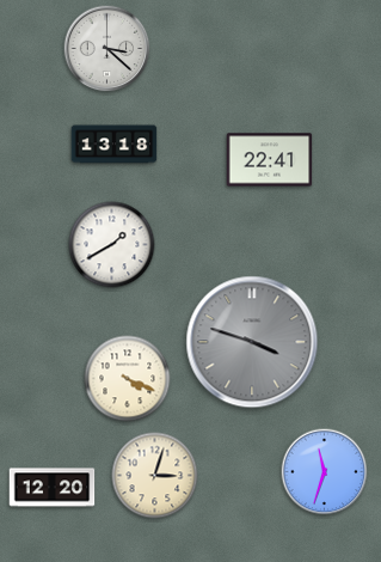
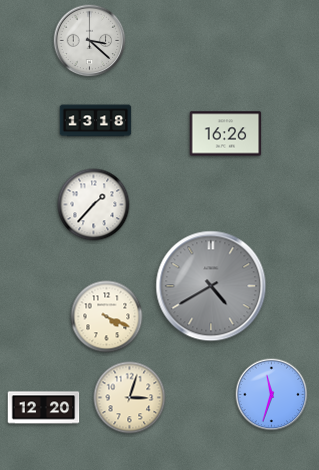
clock at (270, 160): 22:41 -> 16:26
clock at (112, 245): 1:40 -> 1:37
clock at (252, 342): 3:48 -> 4:40
